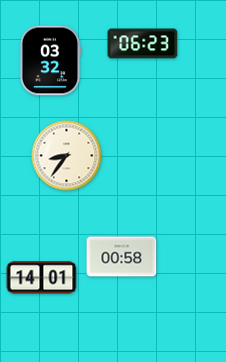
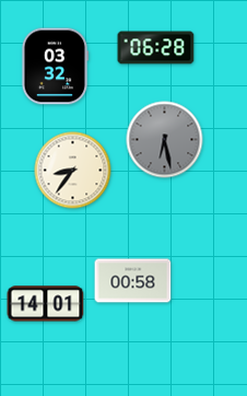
clock at (143, 44): 06:23 -> 06:28
clock at (165, 140): none -> 6:28
